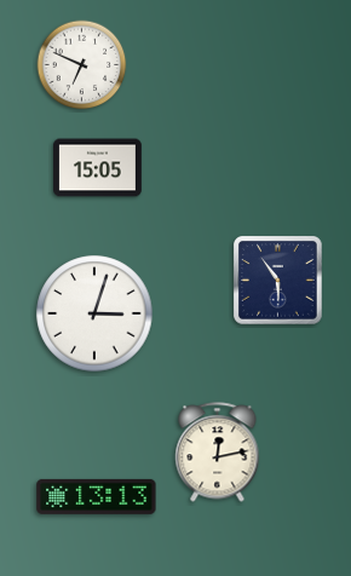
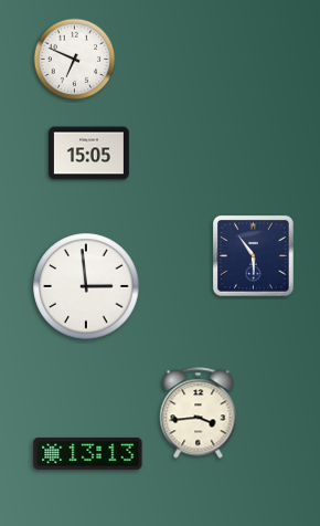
clock at (94, 313): 3:03 -> 2:59
clock at (218, 453): 12:13 -> 3:44
